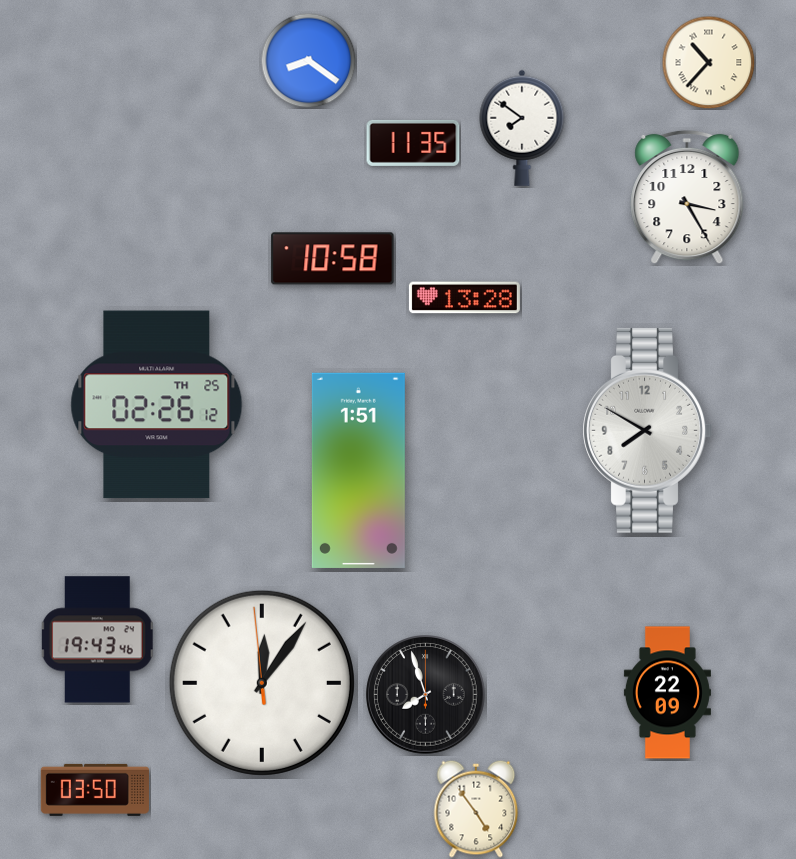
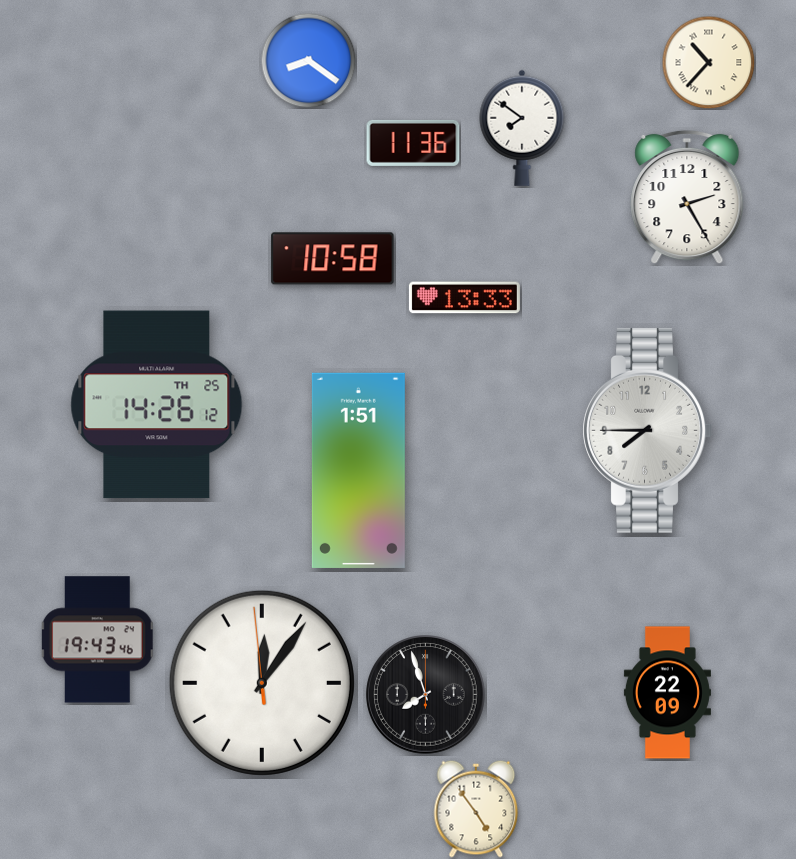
clock at (413, 143): 11:35 -> 11:36
clock at (687, 197): 3:25 -> 2:25
clock at (464, 298): 13:28 -> 13:33
clock at (157, 405): 02:26 -> 14:26
clock at (647, 430): 7:50 -> 7:45
clock at (95, 790): 03:50 -> none
